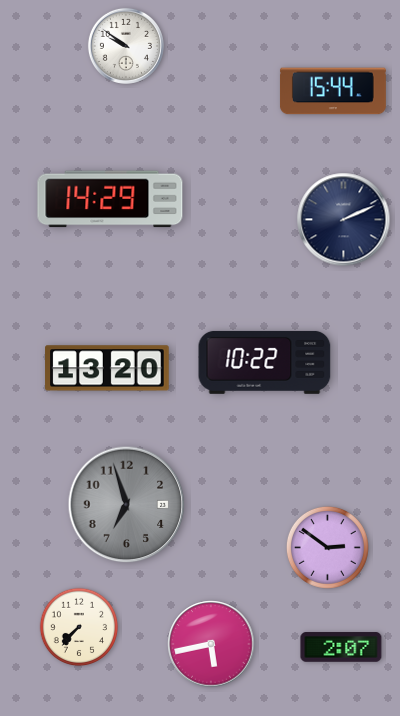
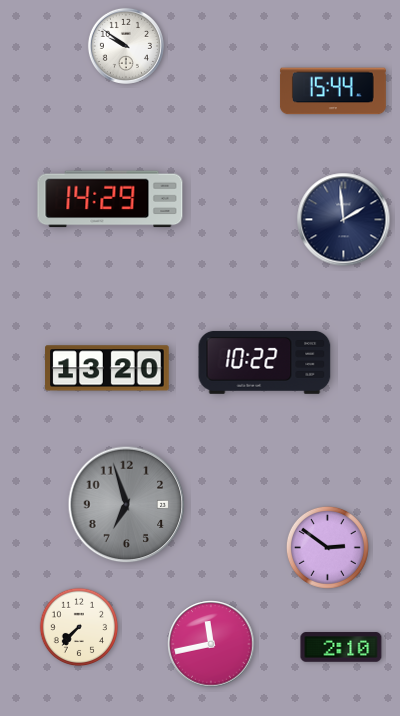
clock at (344, 220): 2:11 -> 1:59
clock at (211, 644): 5:43 -> 11:43
clock at (341, 647): 2:07 -> 2:10
